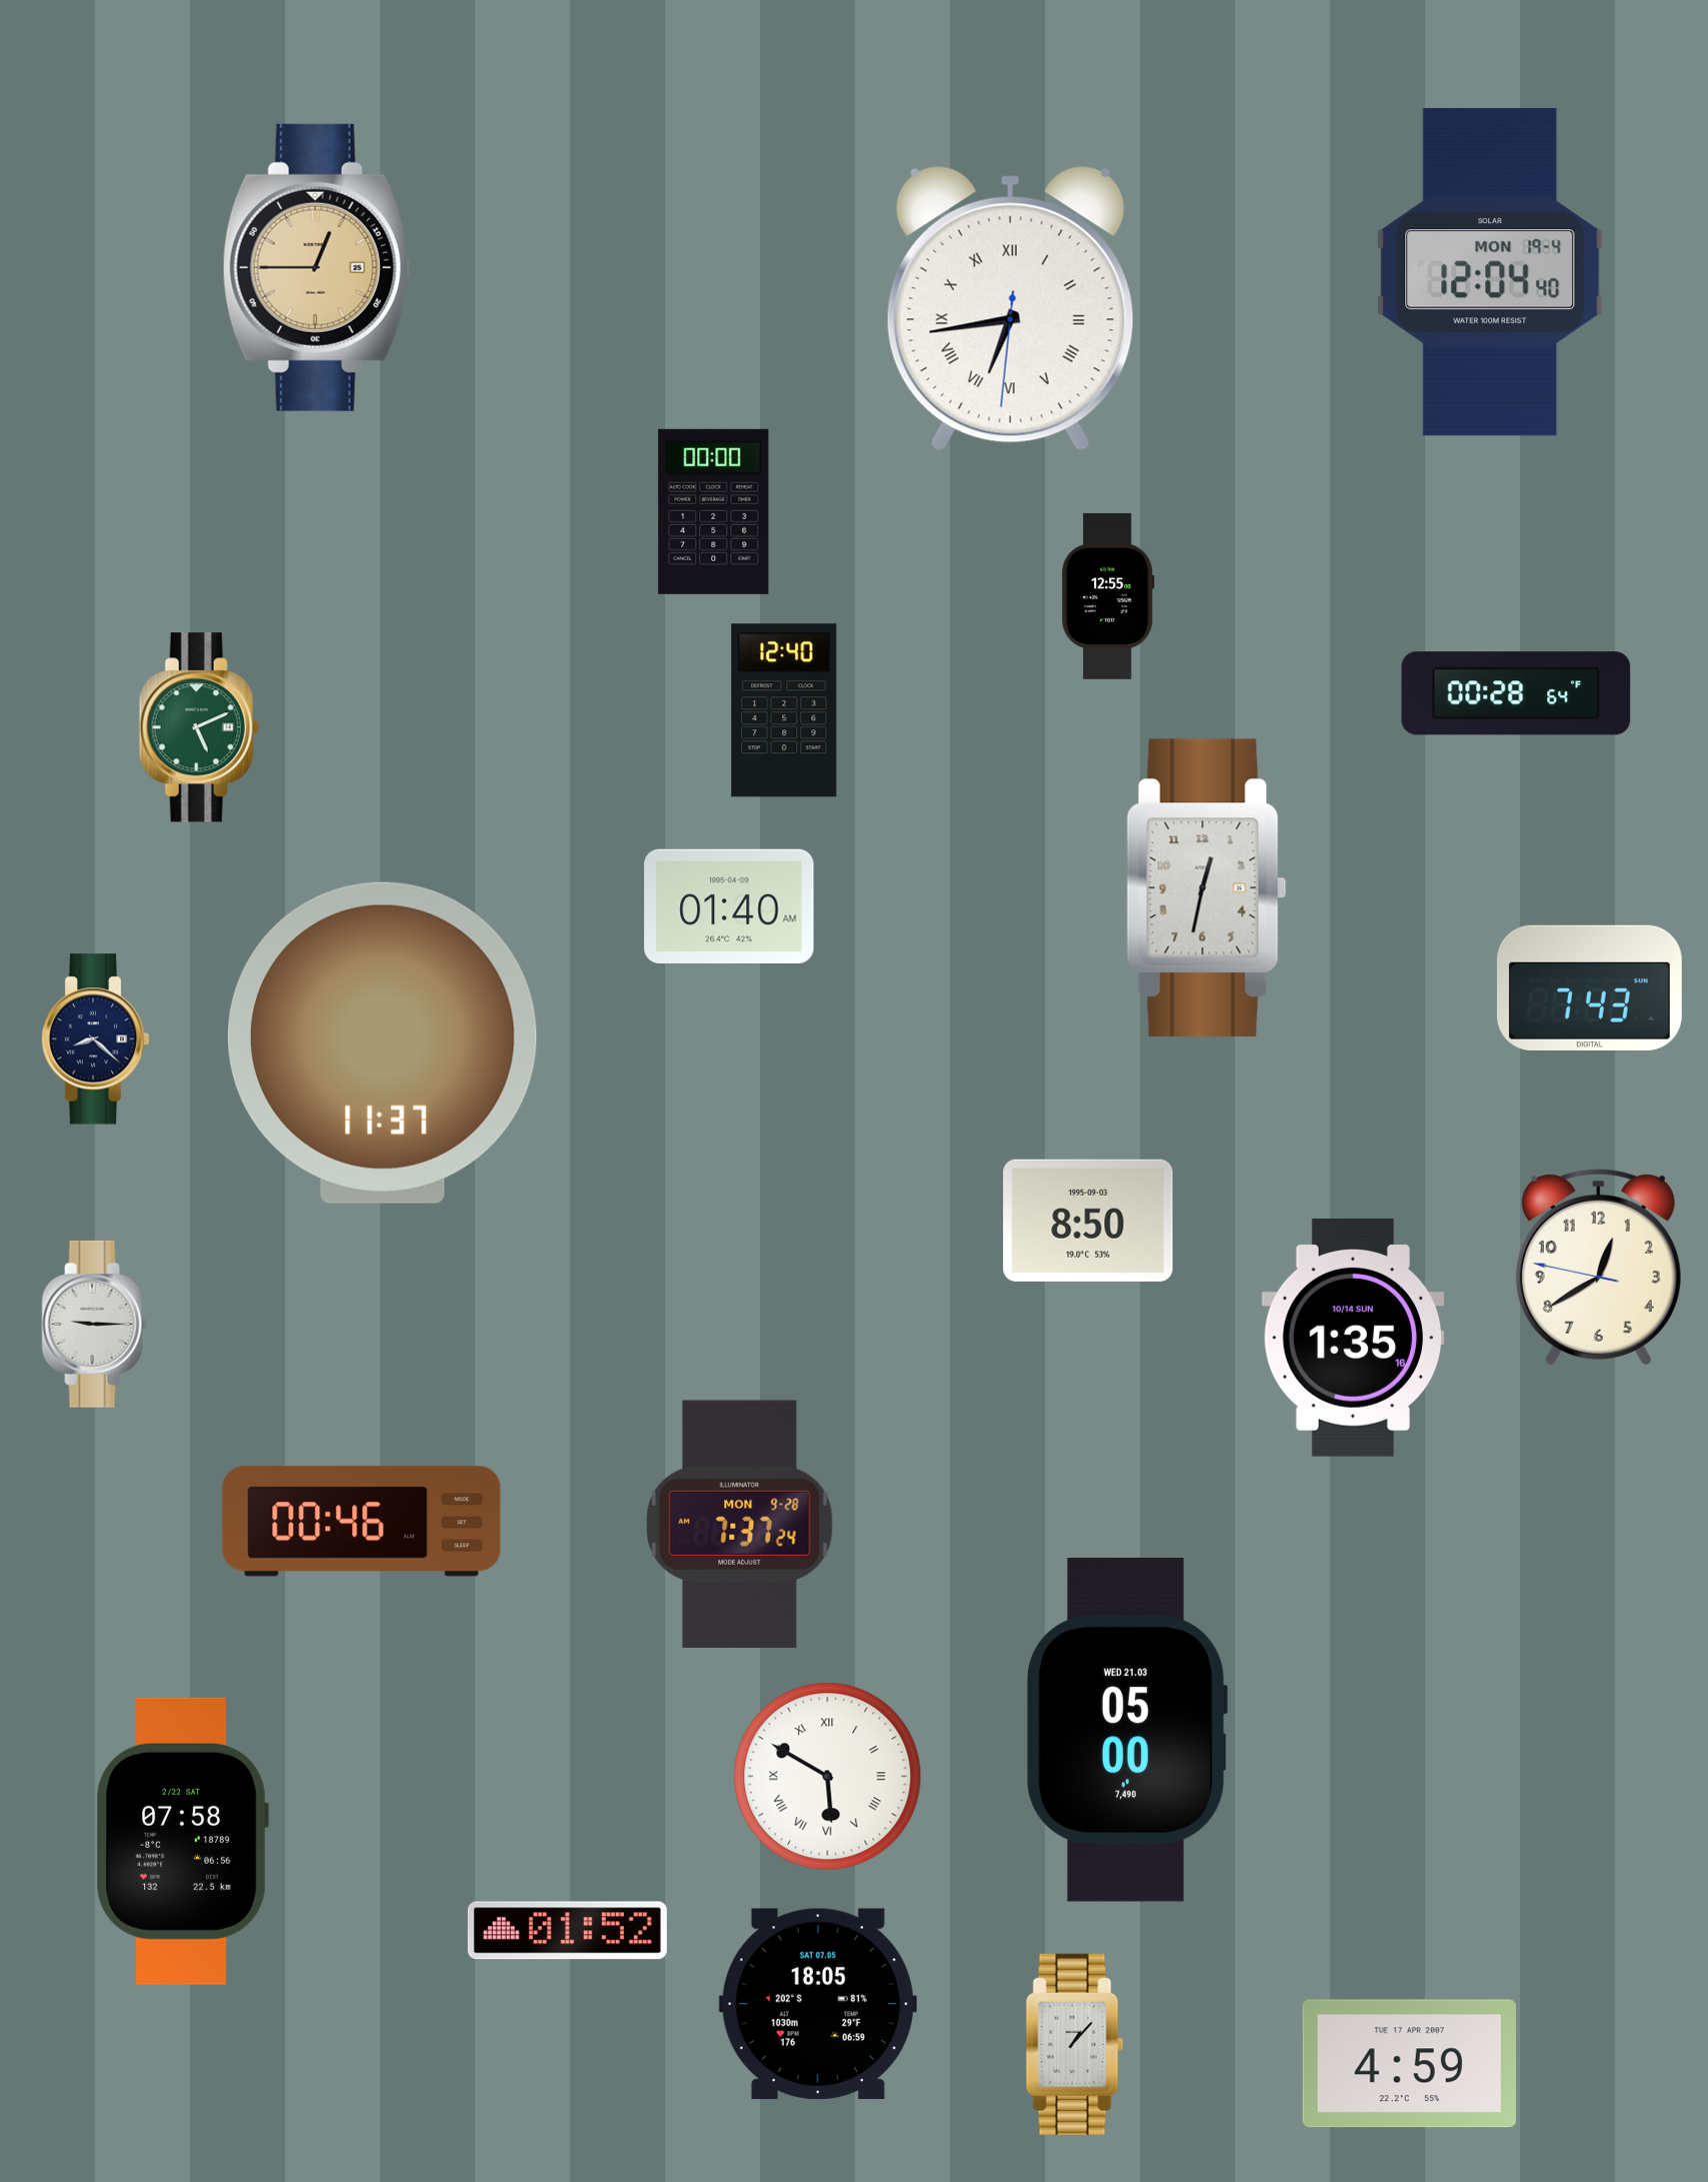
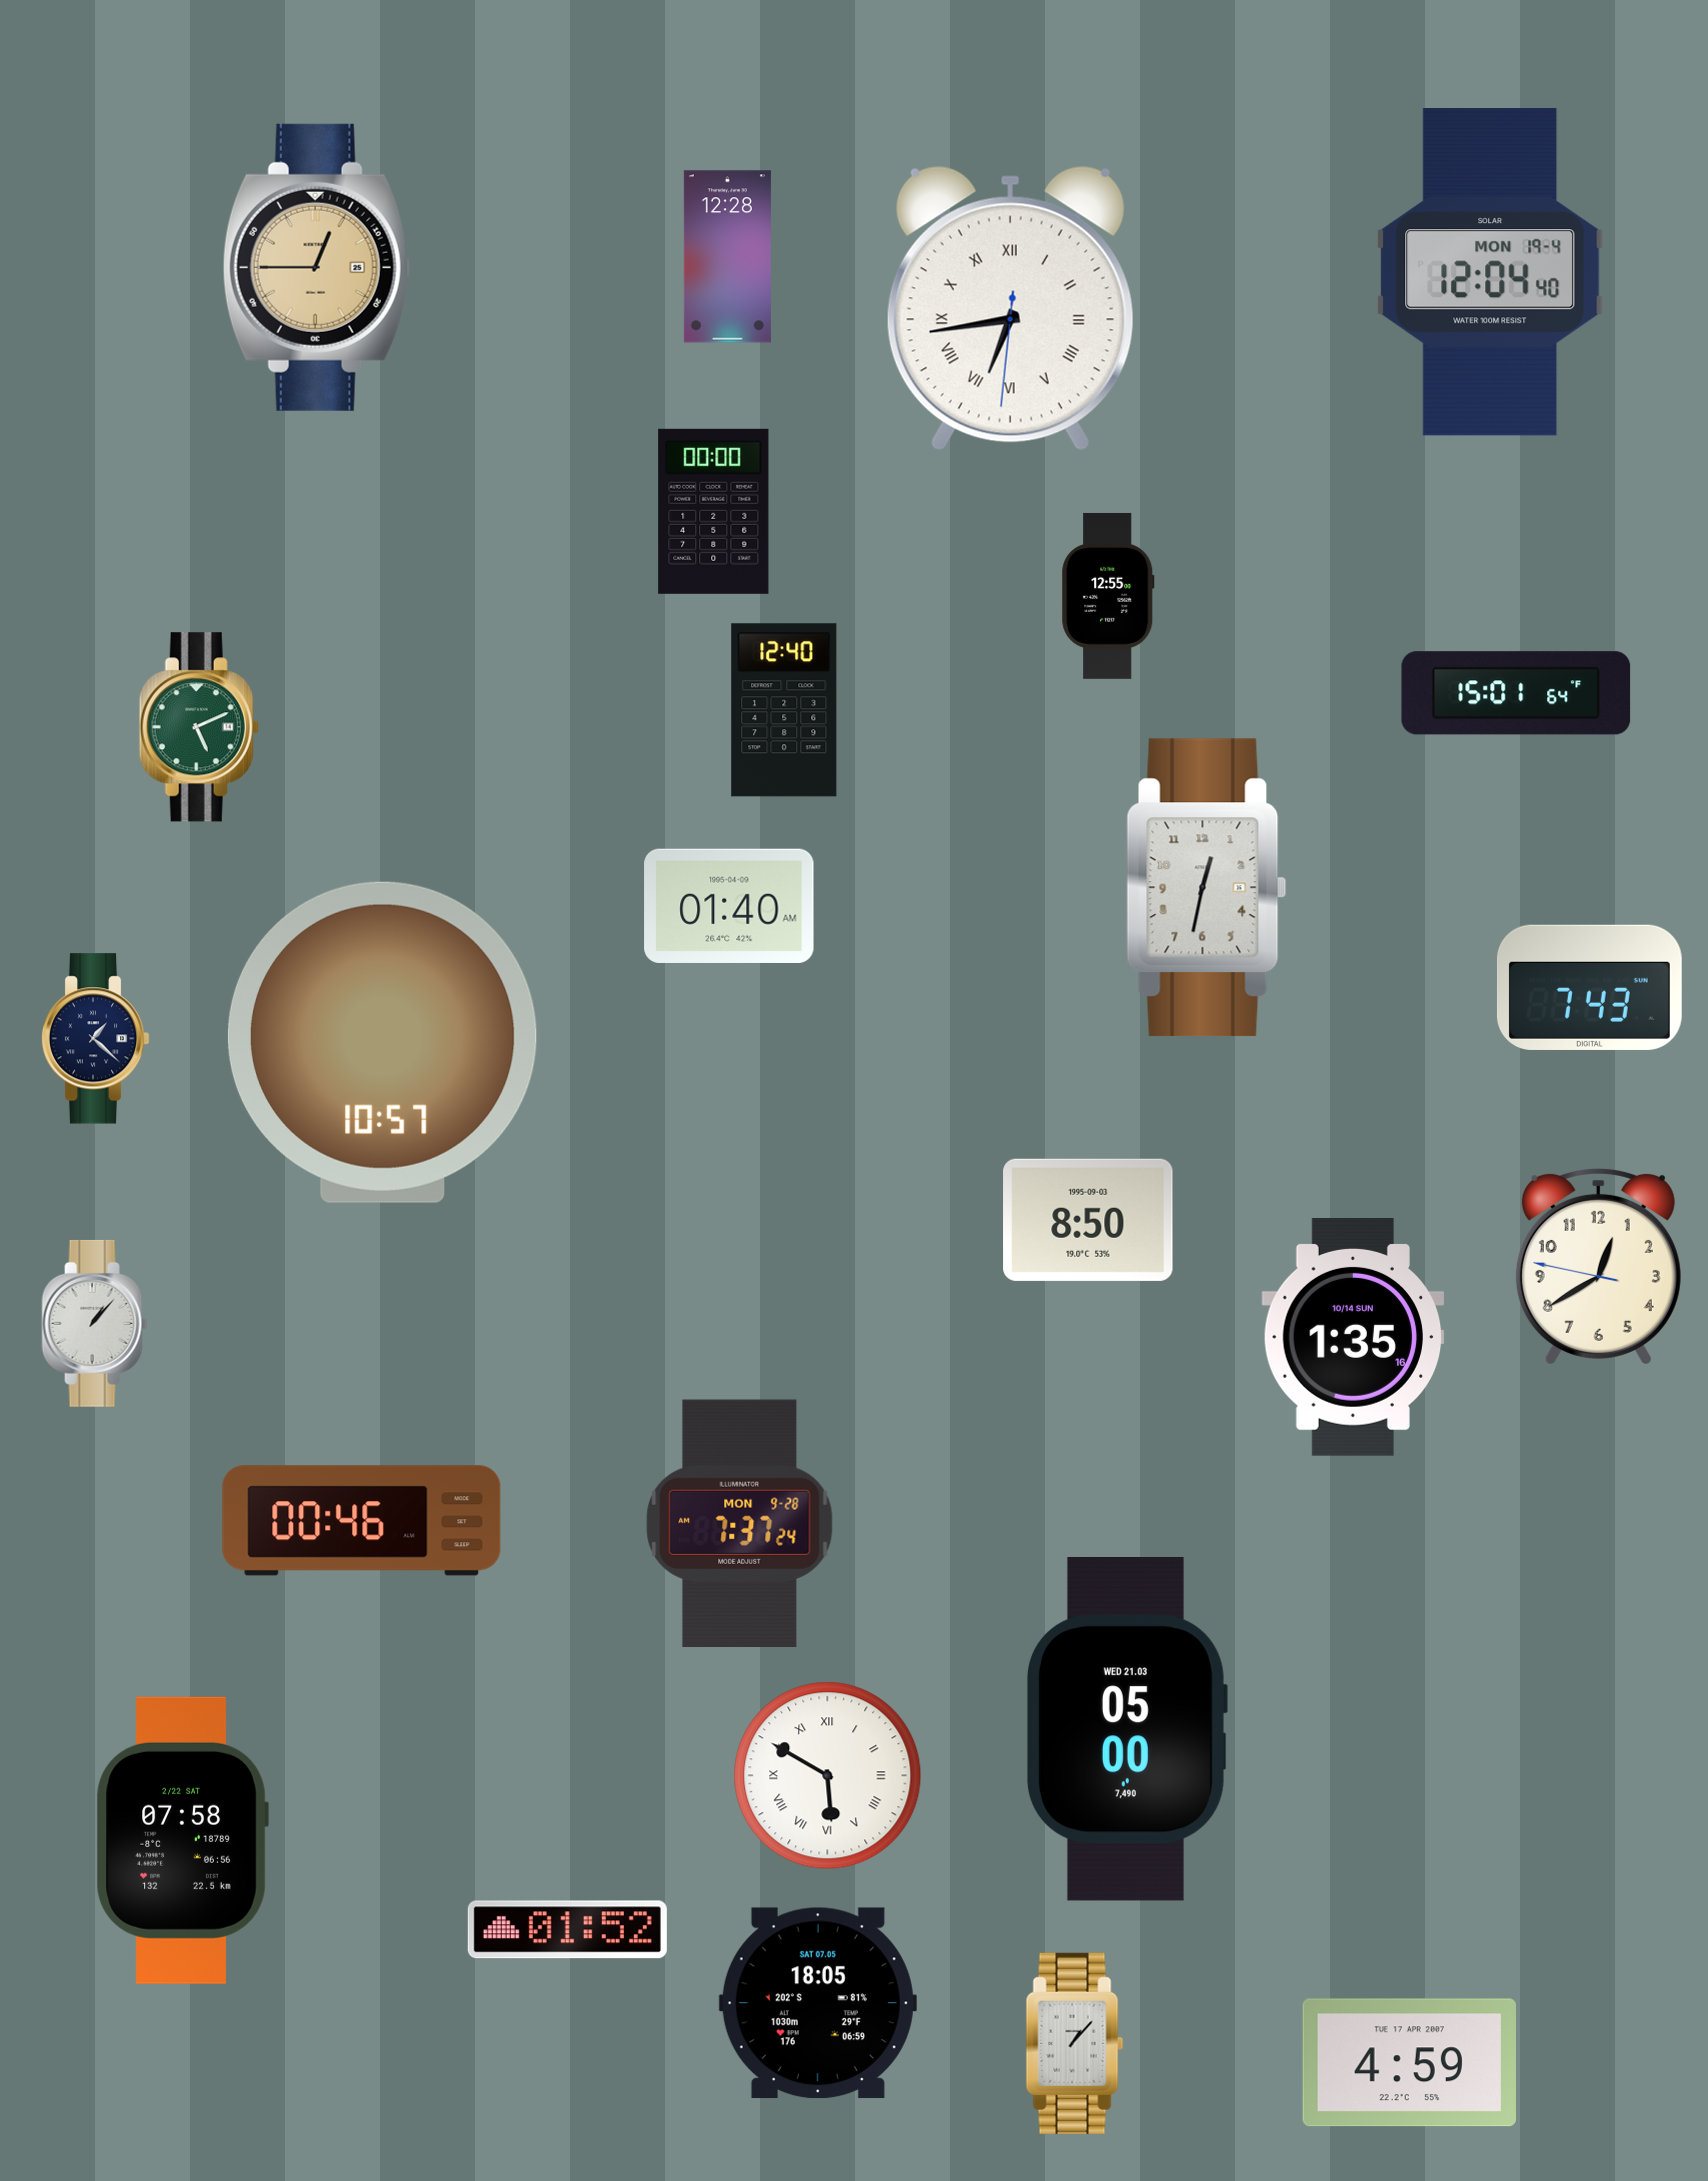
clock at (727, 257): none -> 12:28
clock at (1516, 693): 00:28 -> 15:01
clock at (95, 1039): 8:22 -> 1:22
clock at (382, 1042): 11:37 -> 10:57
clock at (95, 1324): 9:15 -> 1:07
